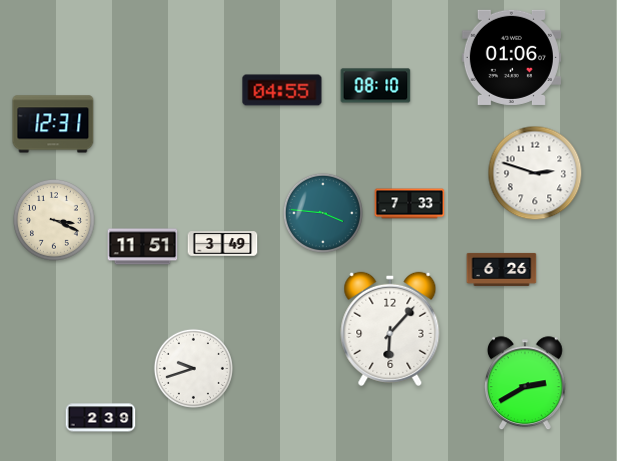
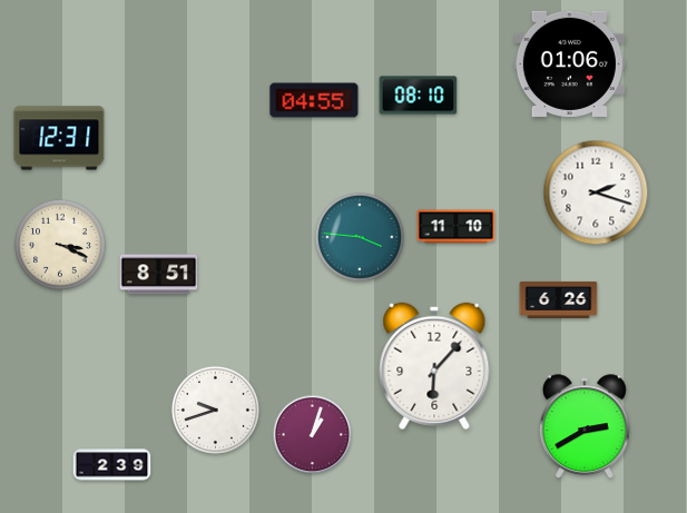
clock at (535, 173): 2:48 -> 2:18
clock at (410, 204): 7:33 -> 11:10
clock at (223, 244): 3:49 -> none
clock at (143, 247): 11:51 -> 8:51
clock at (313, 435): none -> 1:03
